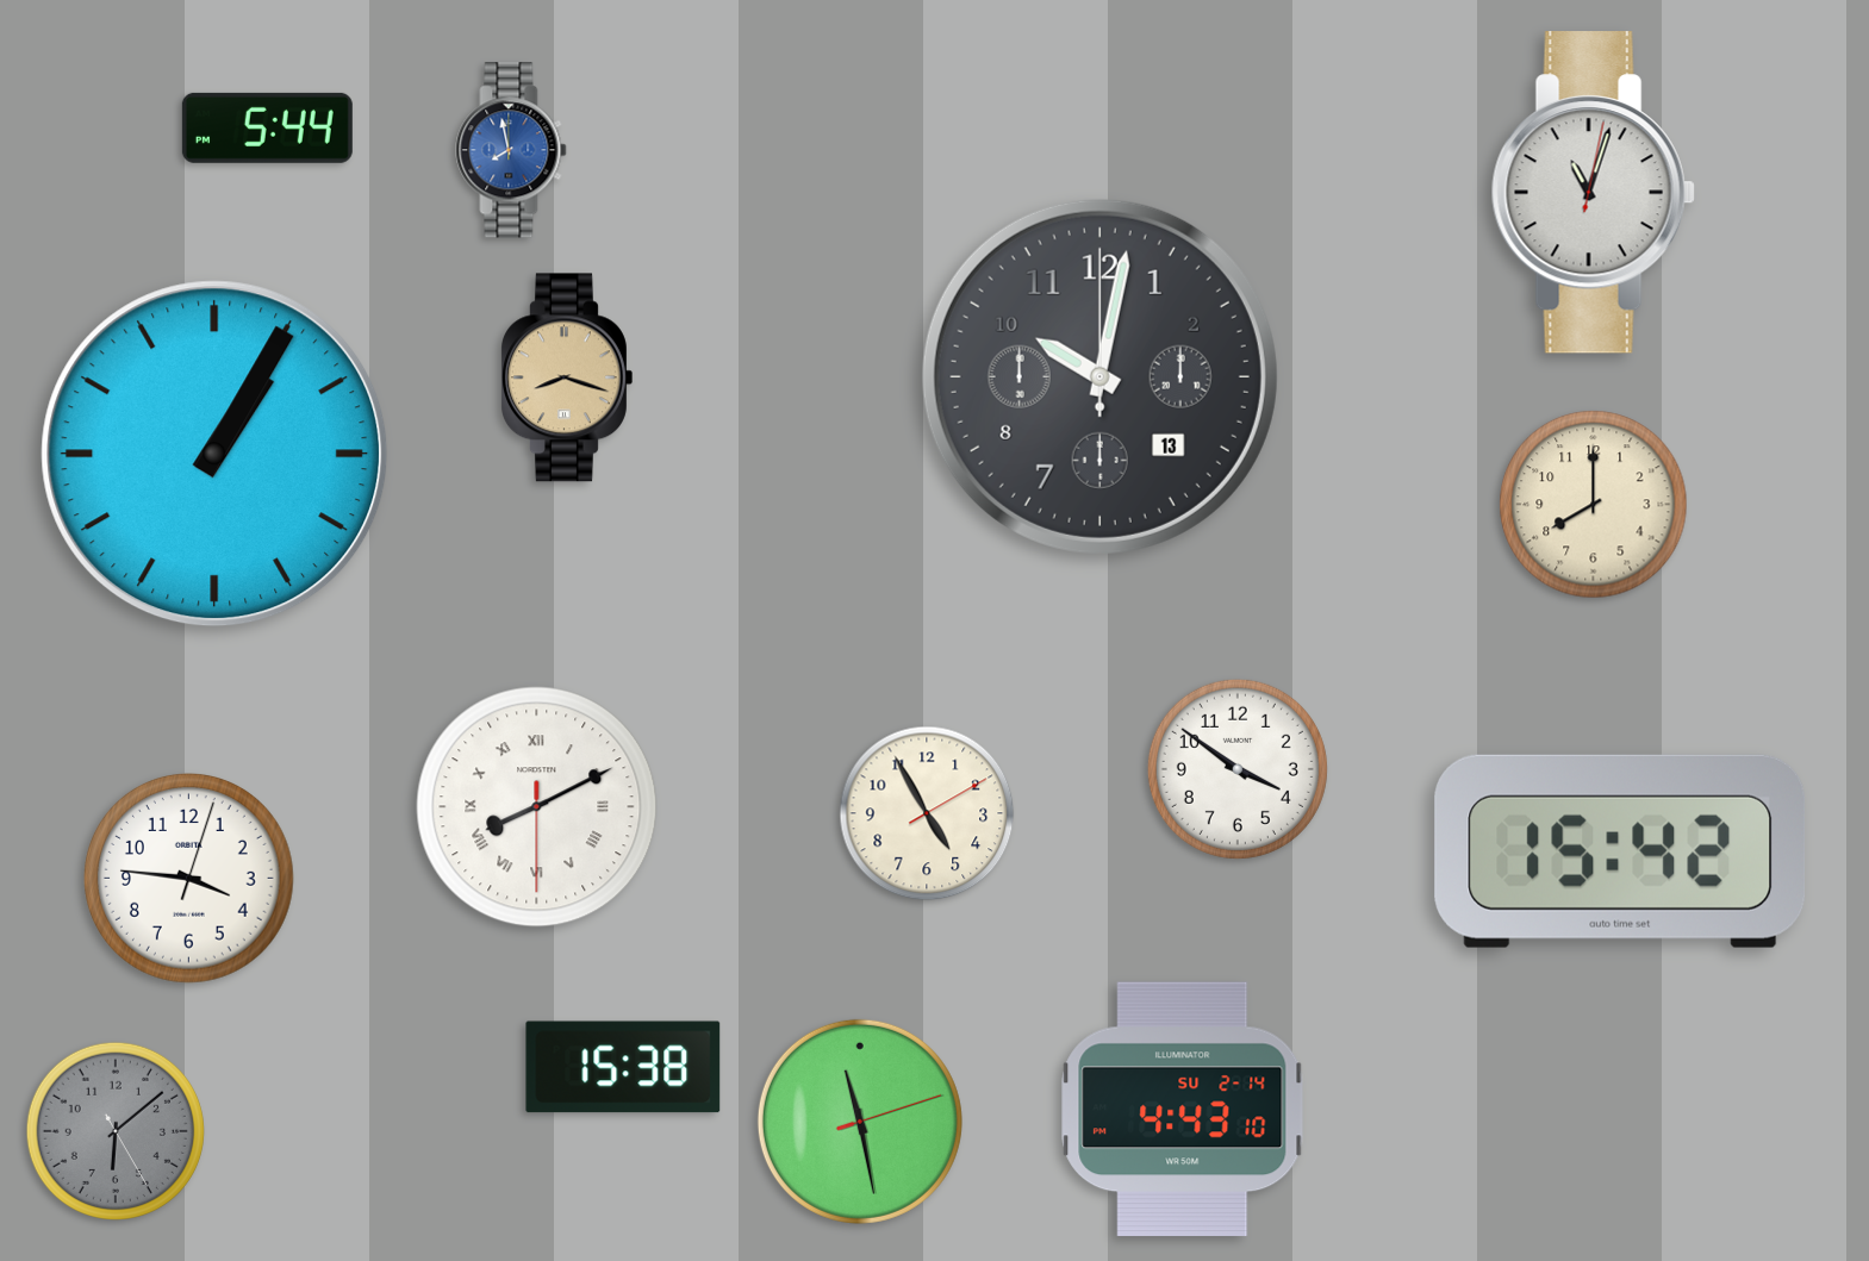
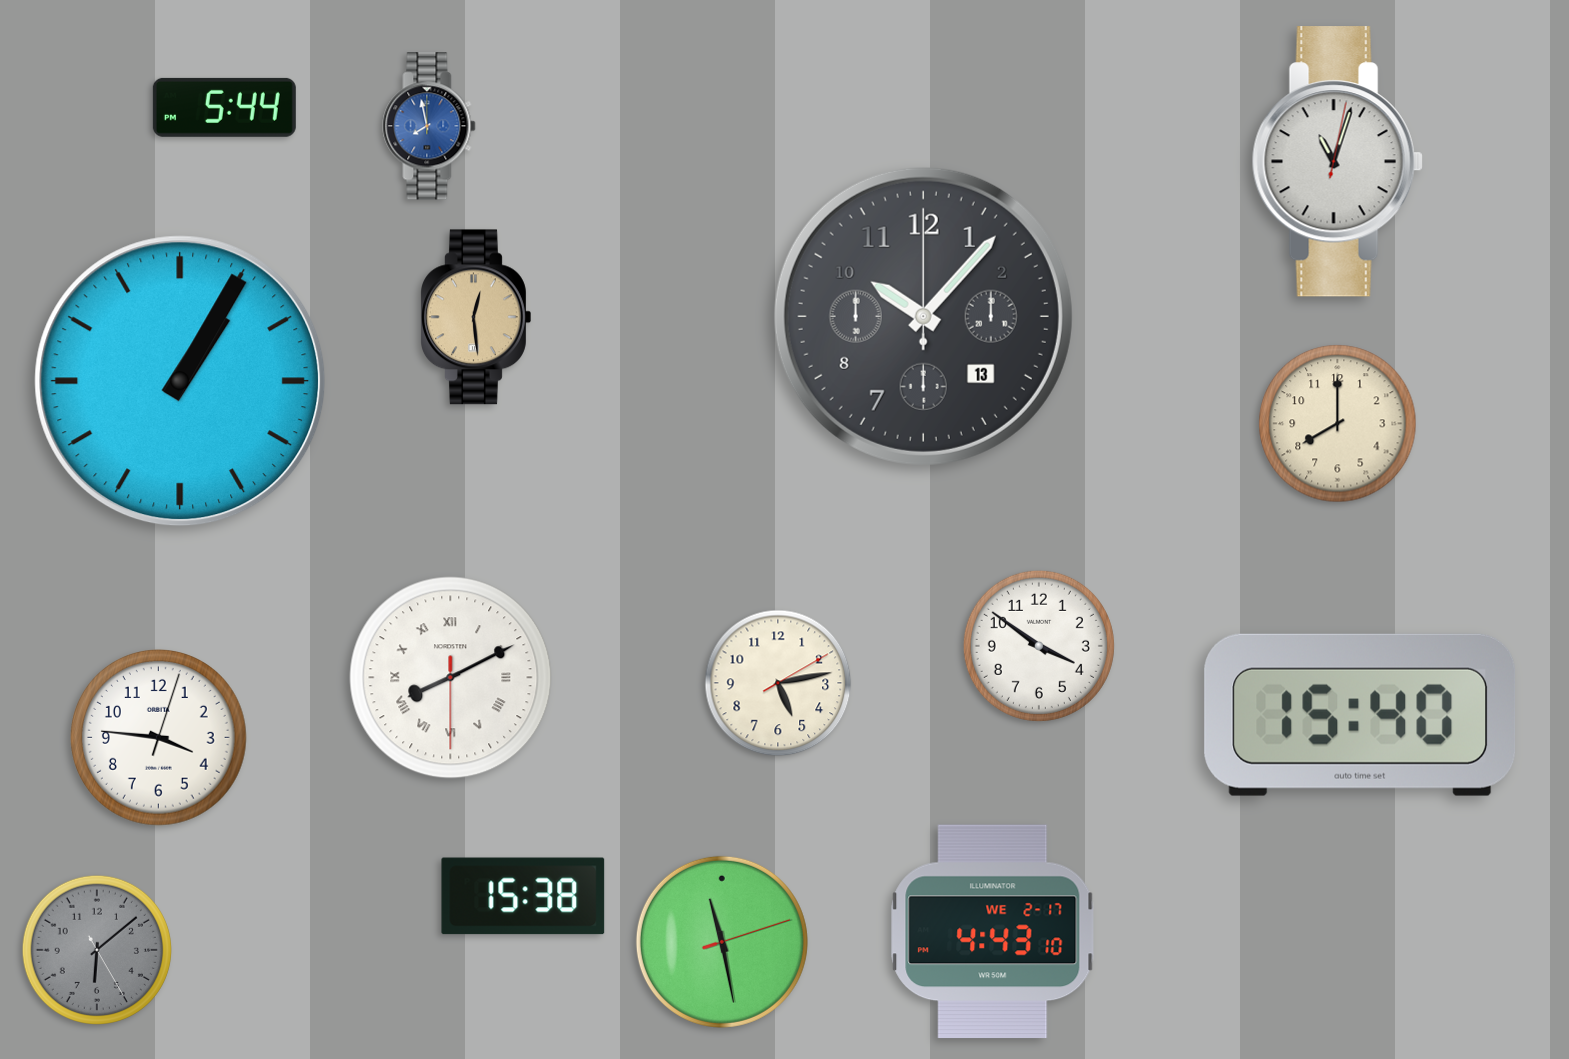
clock at (1099, 376): 10:02 -> 10:07
clock at (567, 377): 8:18 -> 12:29
clock at (927, 813): 4:55 -> 5:13
clock at (1620, 851): 15:42 -> 15:40
clock at (1183, 1110) date: SU 2-14 -> WE 2-17
